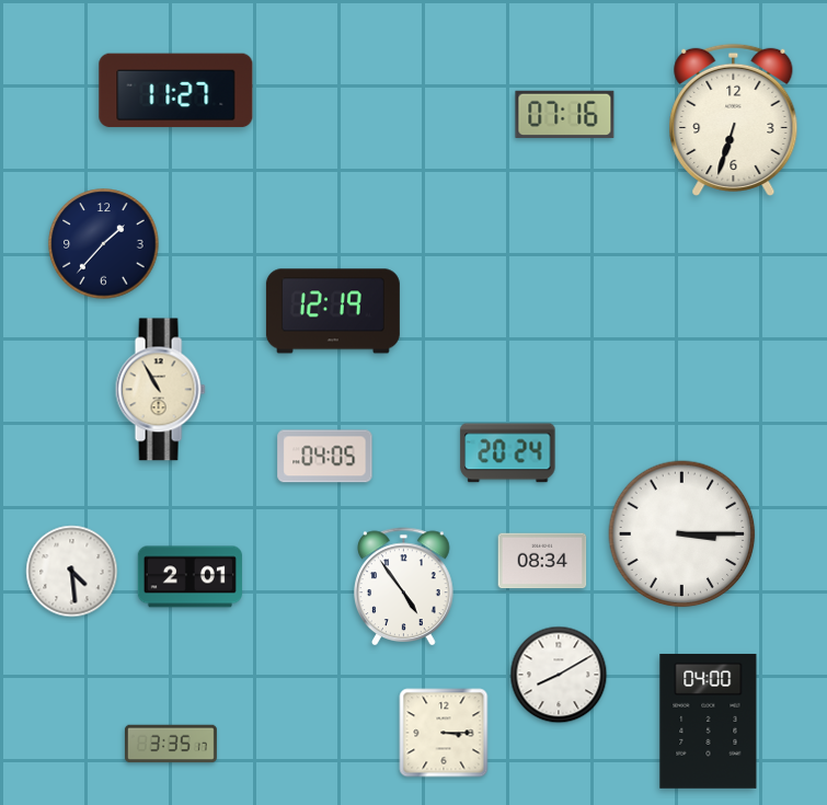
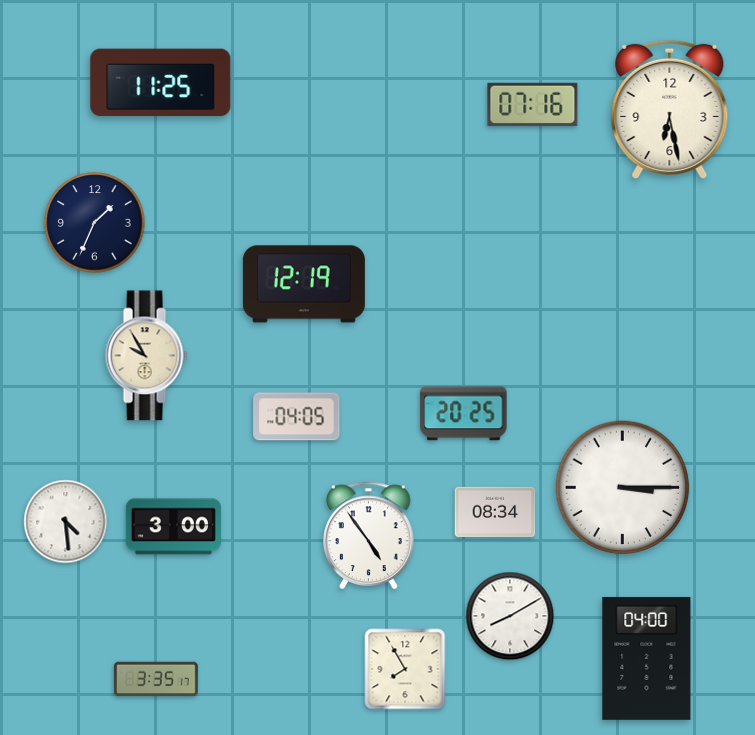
clock at (176, 91): 11:27 -> 11:25
clock at (565, 114) position: (565, 114) -> (533, 104)
clock at (734, 119): 6:33 -> 6:28
clock at (104, 244): 1:37 -> 1:34
clock at (160, 390): 10:55 -> 9:55
clock at (508, 453): 20:24 -> 20:25
clock at (189, 577): 2:01 -> 3:00
clock at (444, 733): 3:15 -> 7:55
